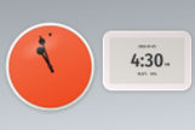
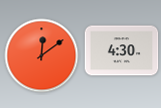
clock at (51, 67): 10:57 -> 12:09
